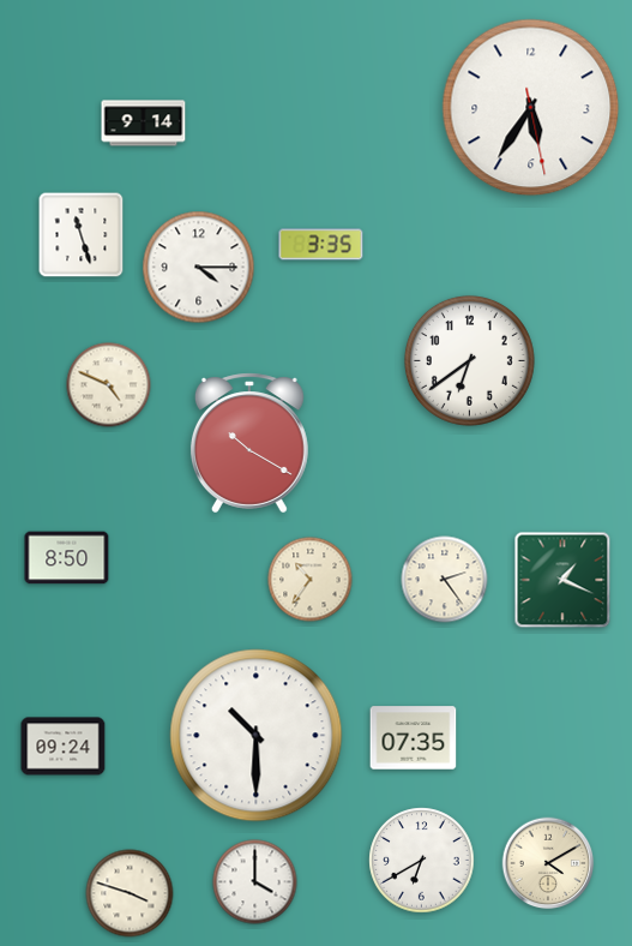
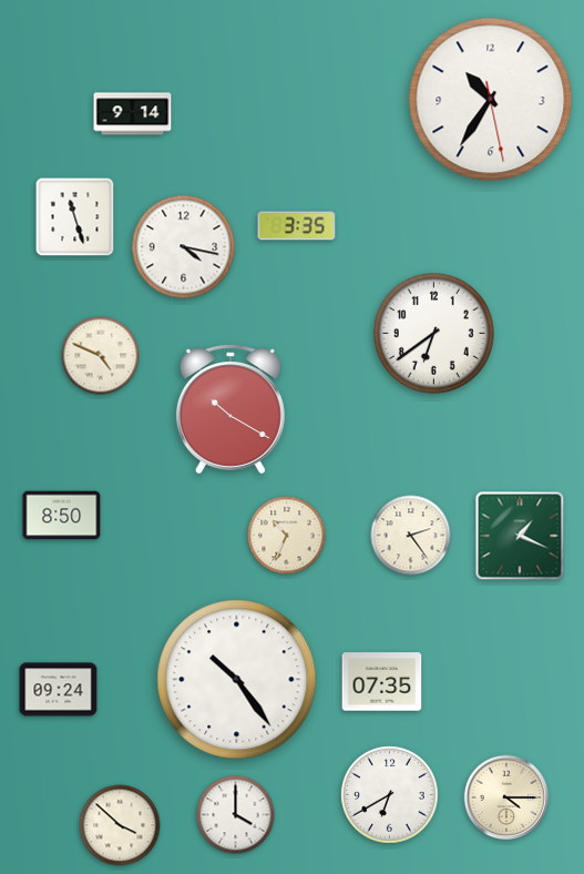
clock at (531, 108): 5:35 -> 10:35
clock at (199, 268): 4:15 -> 4:17
clock at (311, 580): 10:36 -> 10:34
clock at (257, 736): 10:30 -> 10:24
clock at (548, 863): 4:10 -> 4:15
clock at (130, 893): 3:48 -> 3:52
